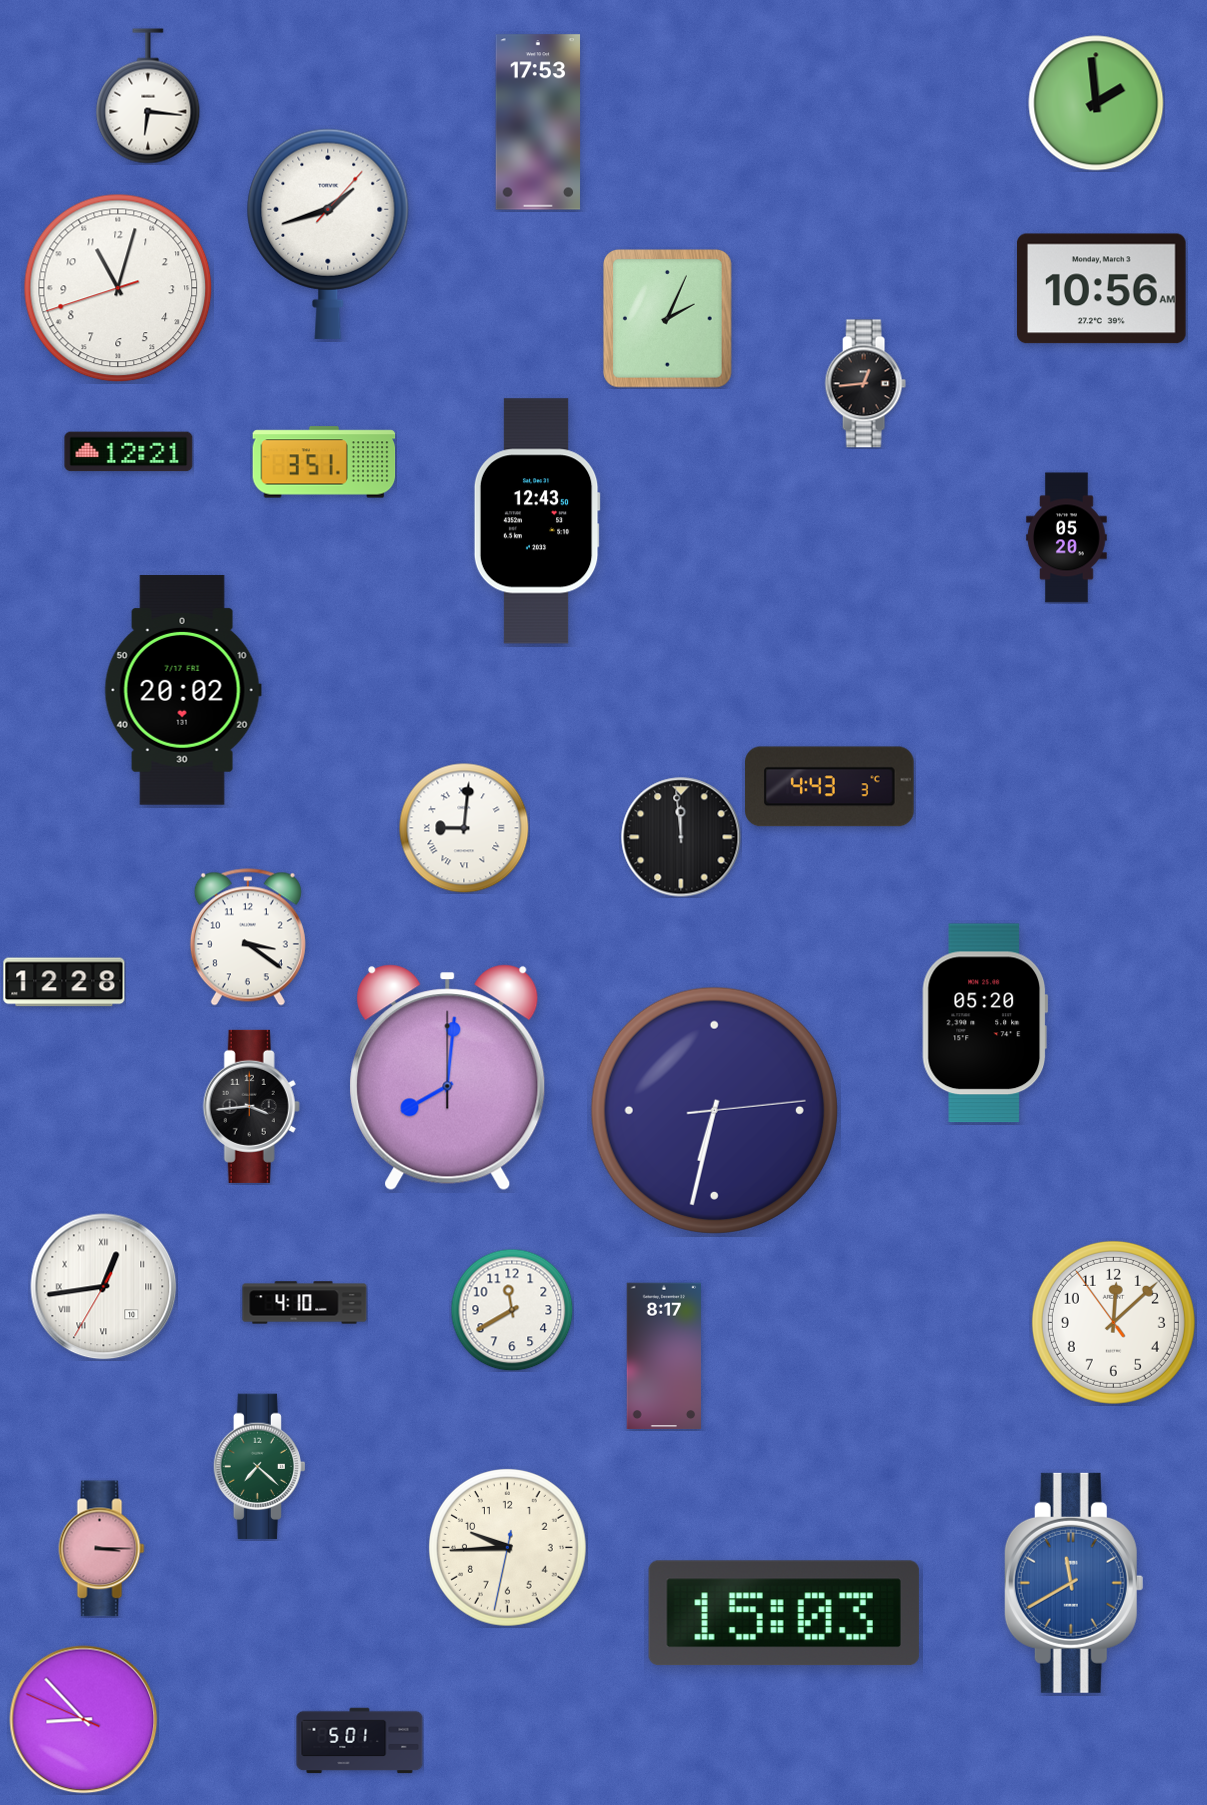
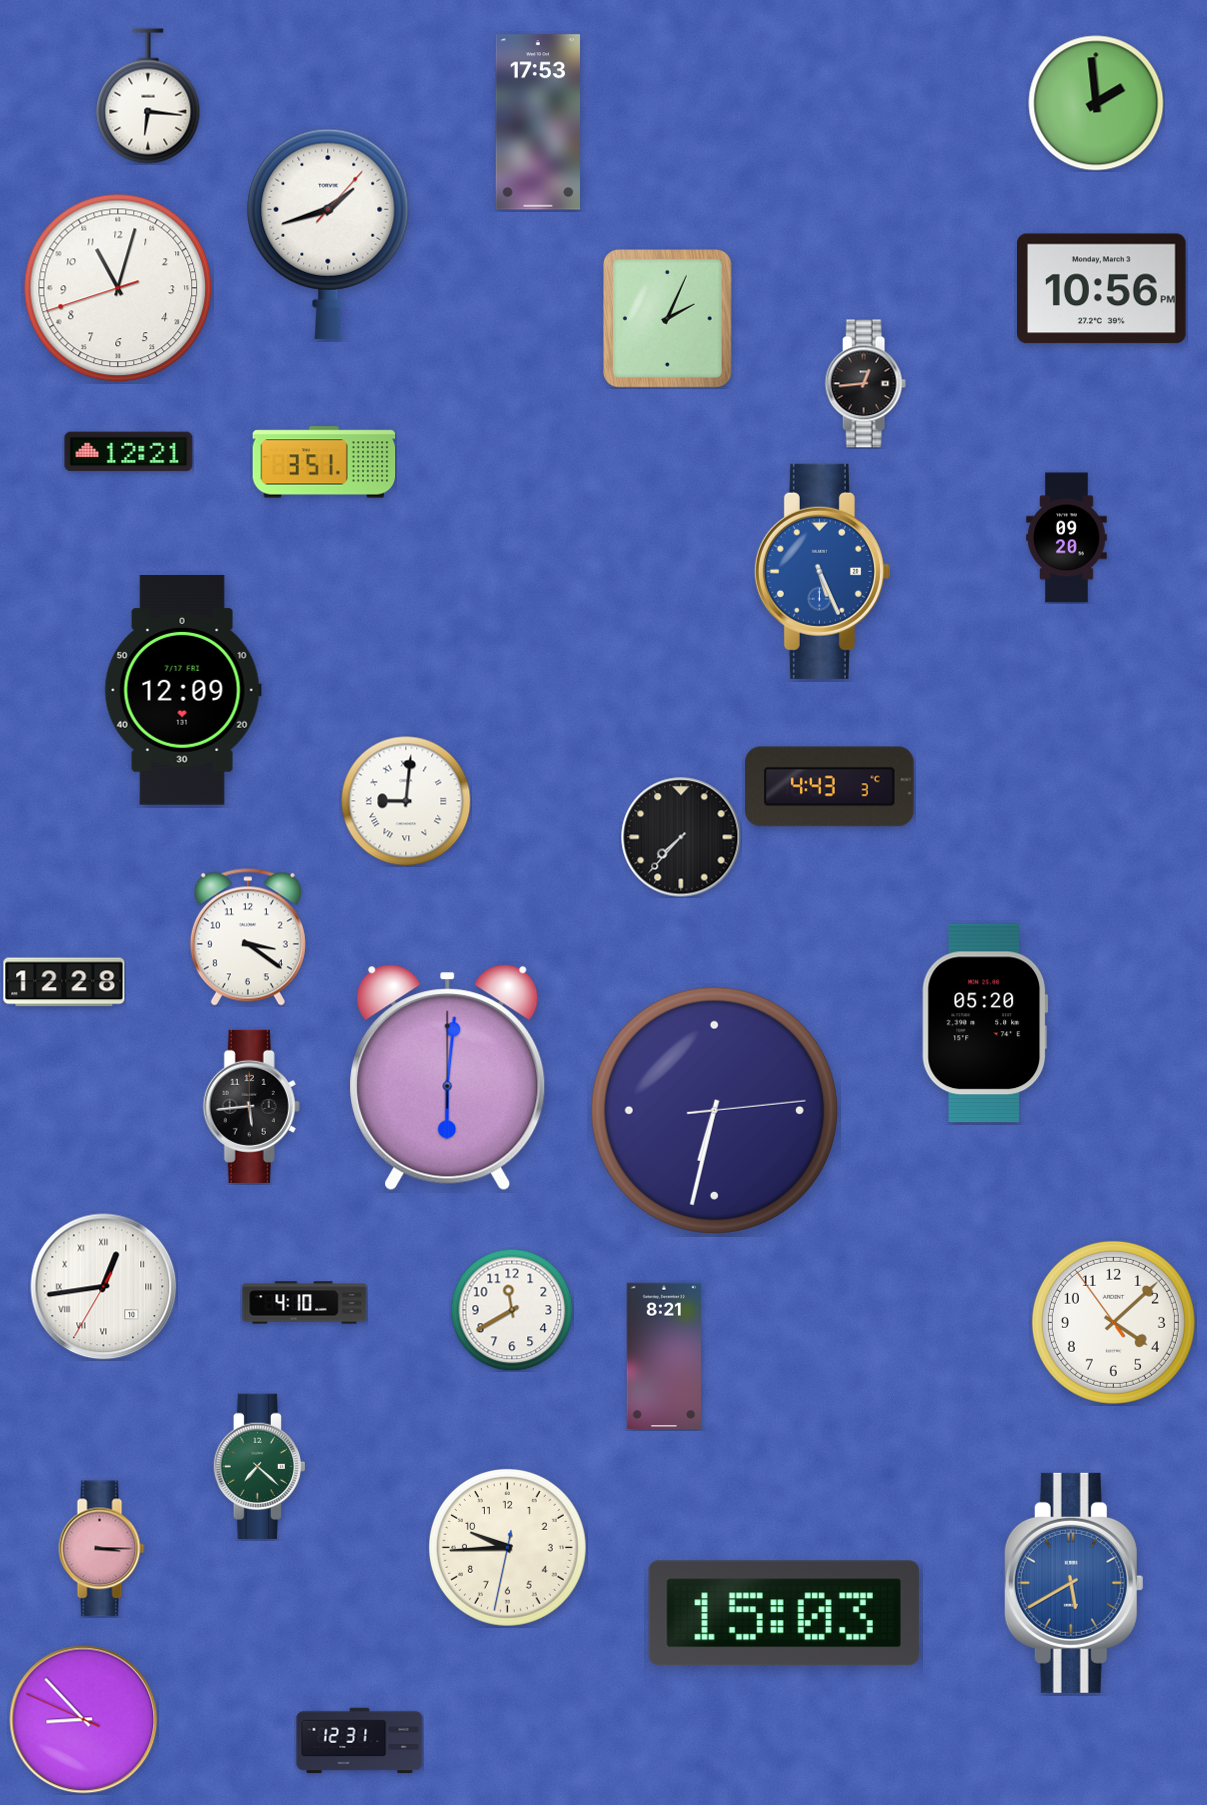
clock at (1102, 289): 10:56 AM -> 10:56 PM
clock at (537, 521): 12:43 -> none
clock at (1067, 538): 05:20 -> 09:20
clock at (822, 571): none -> 5:26
clock at (183, 690): 20:02 -> 12:09
clock at (464, 828) position: (464, 828) -> (406, 801)
clock at (681, 837): 11:59 -> 7:37
clock at (448, 1078): 8:01 -> 6:01
clock at (251, 1106): 3:44 -> 5:44
clock at (1113, 1322): 12:07 -> 4:07
clock at (663, 1356): 8:17 -> 8:21
clock at (1074, 1583): 11:40 -> 5:40
clock at (360, 1741): 5:01 -> 12:31
